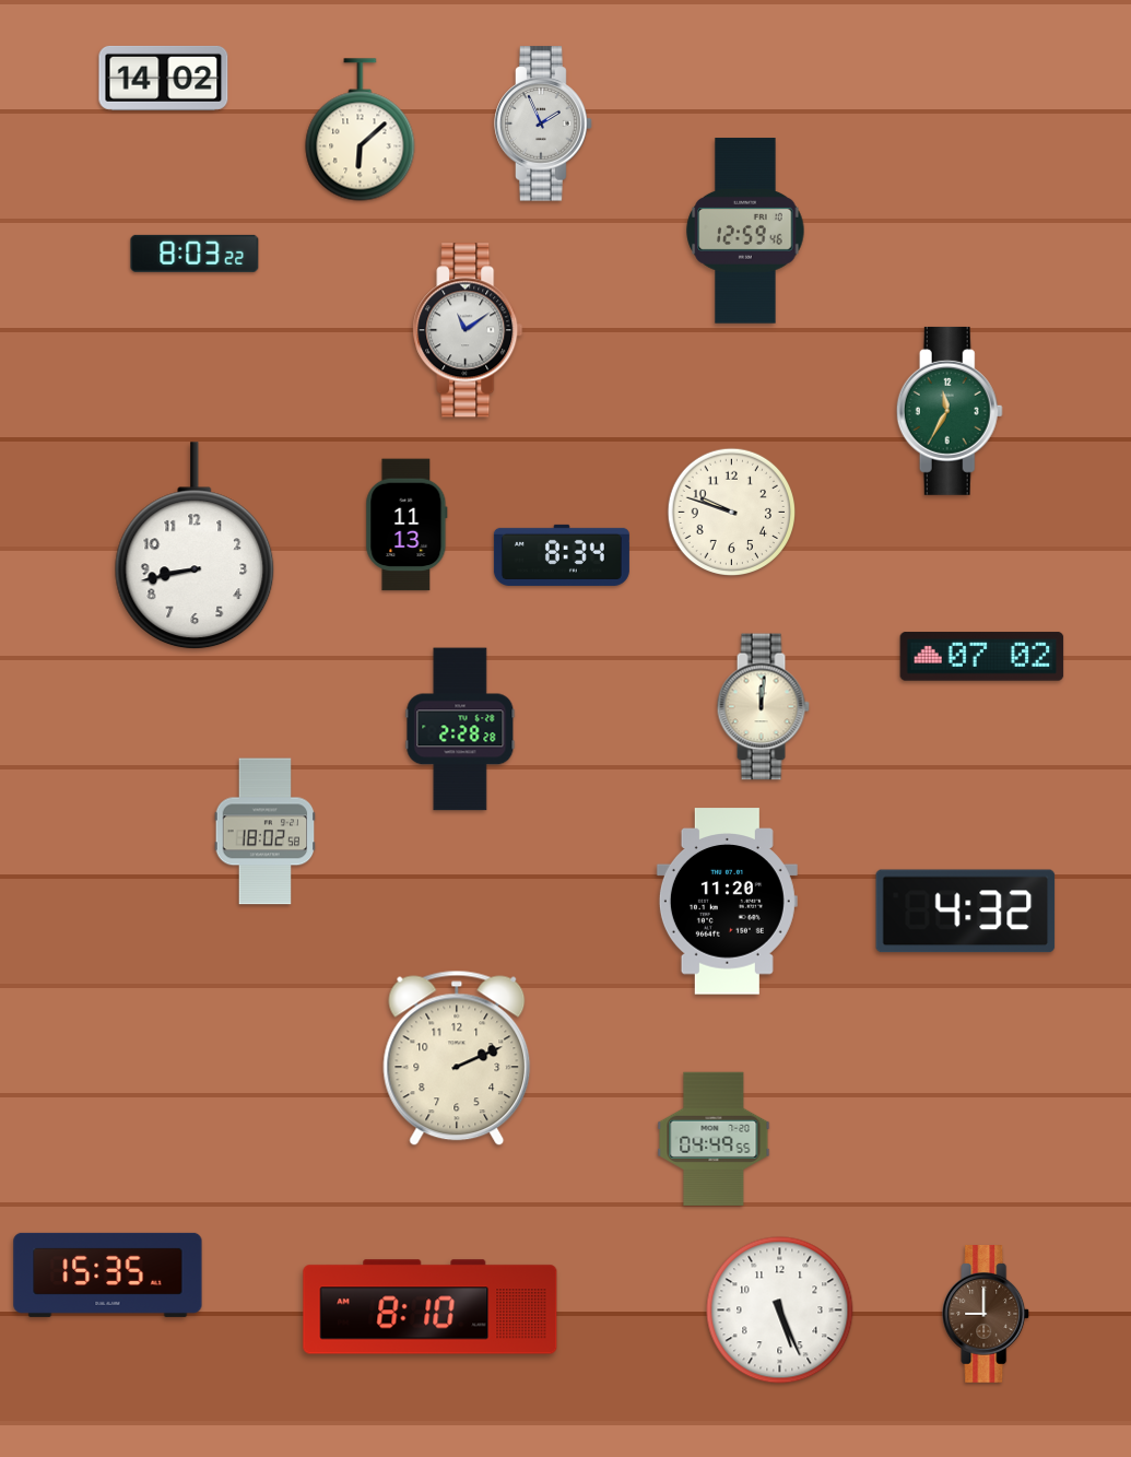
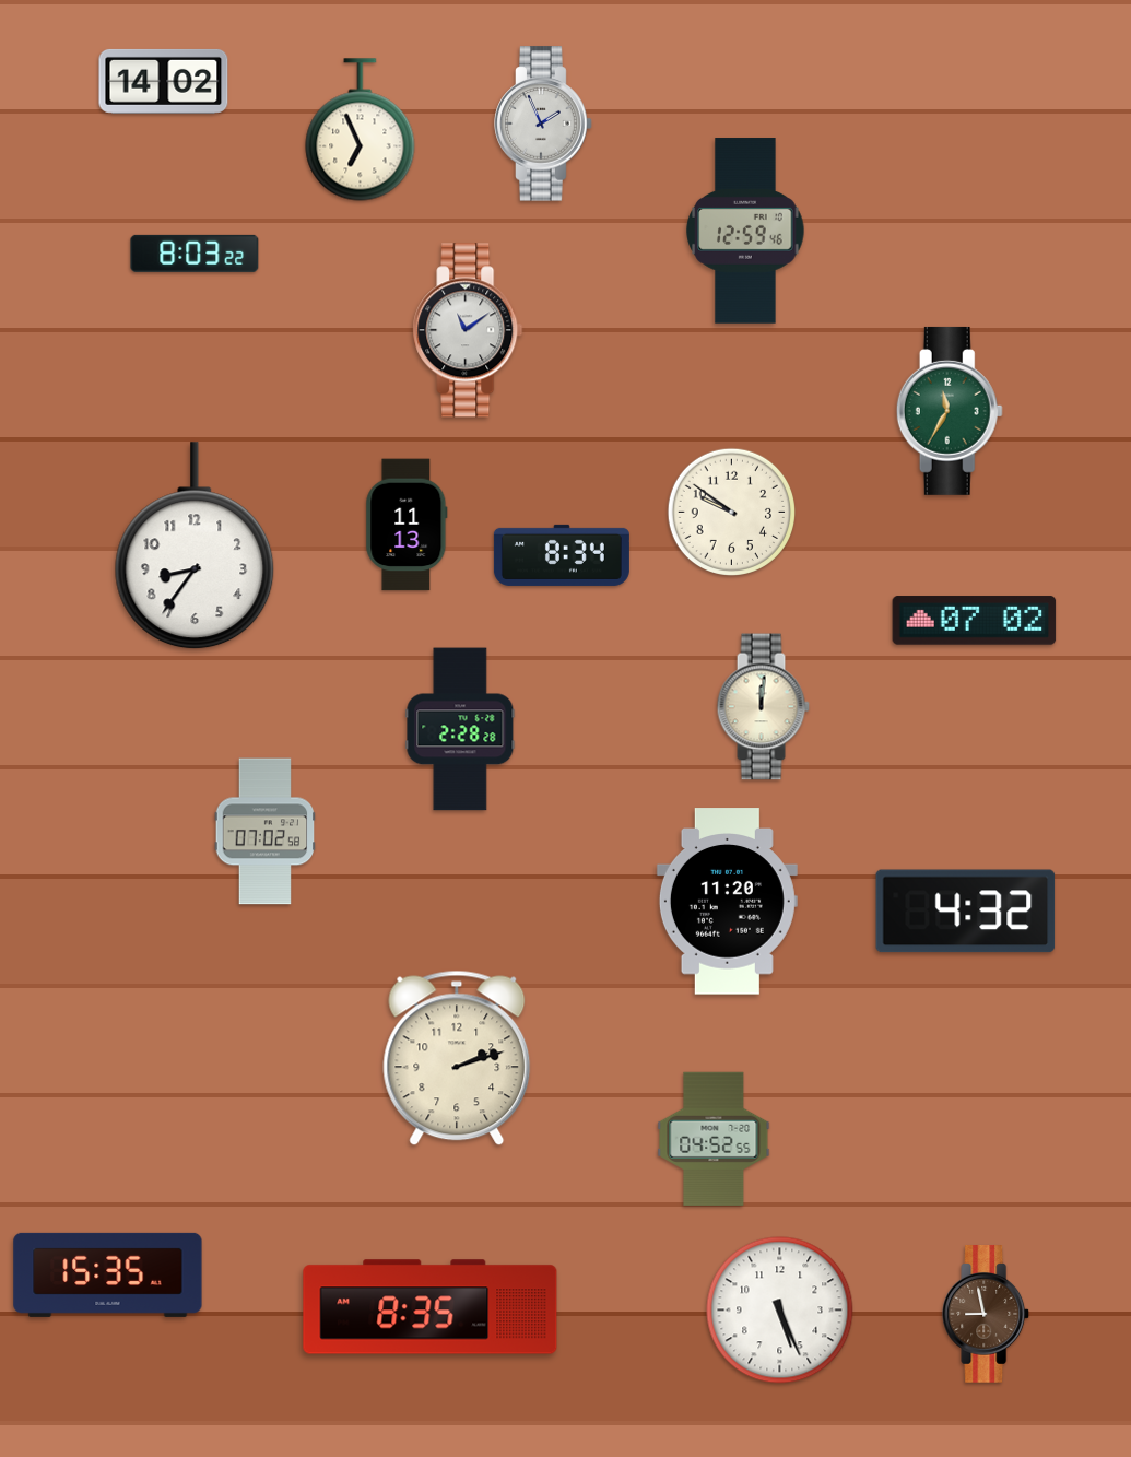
clock at (164, 78) position: (164, 78) -> (164, 81)
clock at (361, 130): 6:08 -> 6:56
clock at (731, 512): 9:48 -> 9:51
clock at (195, 547): 8:43 -> 8:36
clock at (982, 657) position: (982, 657) -> (975, 621)
clock at (266, 832): 18:02 -> 07:02
clock at (457, 1058): 2:11 -> 2:12
clock at (714, 1139): 04:49 -> 04:52
clock at (431, 1307): 8:10 -> 8:35
clock at (987, 1314): 9:00 -> 8:58
